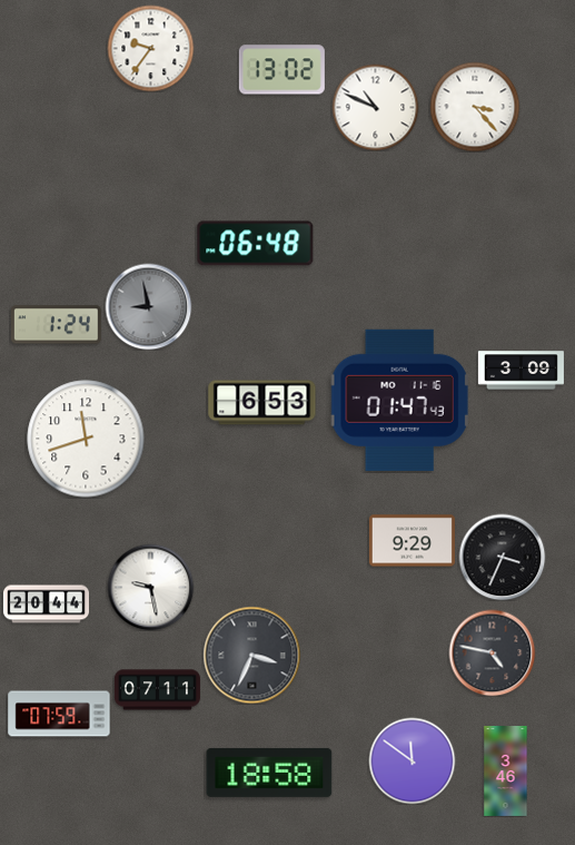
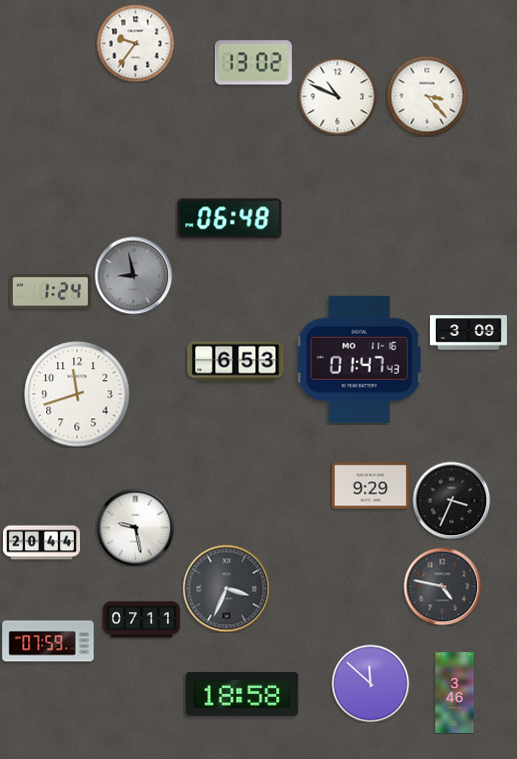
clock at (59, 714) position: (59, 714) -> (48, 641)
clock at (412, 760): 11:51 -> 11:52
